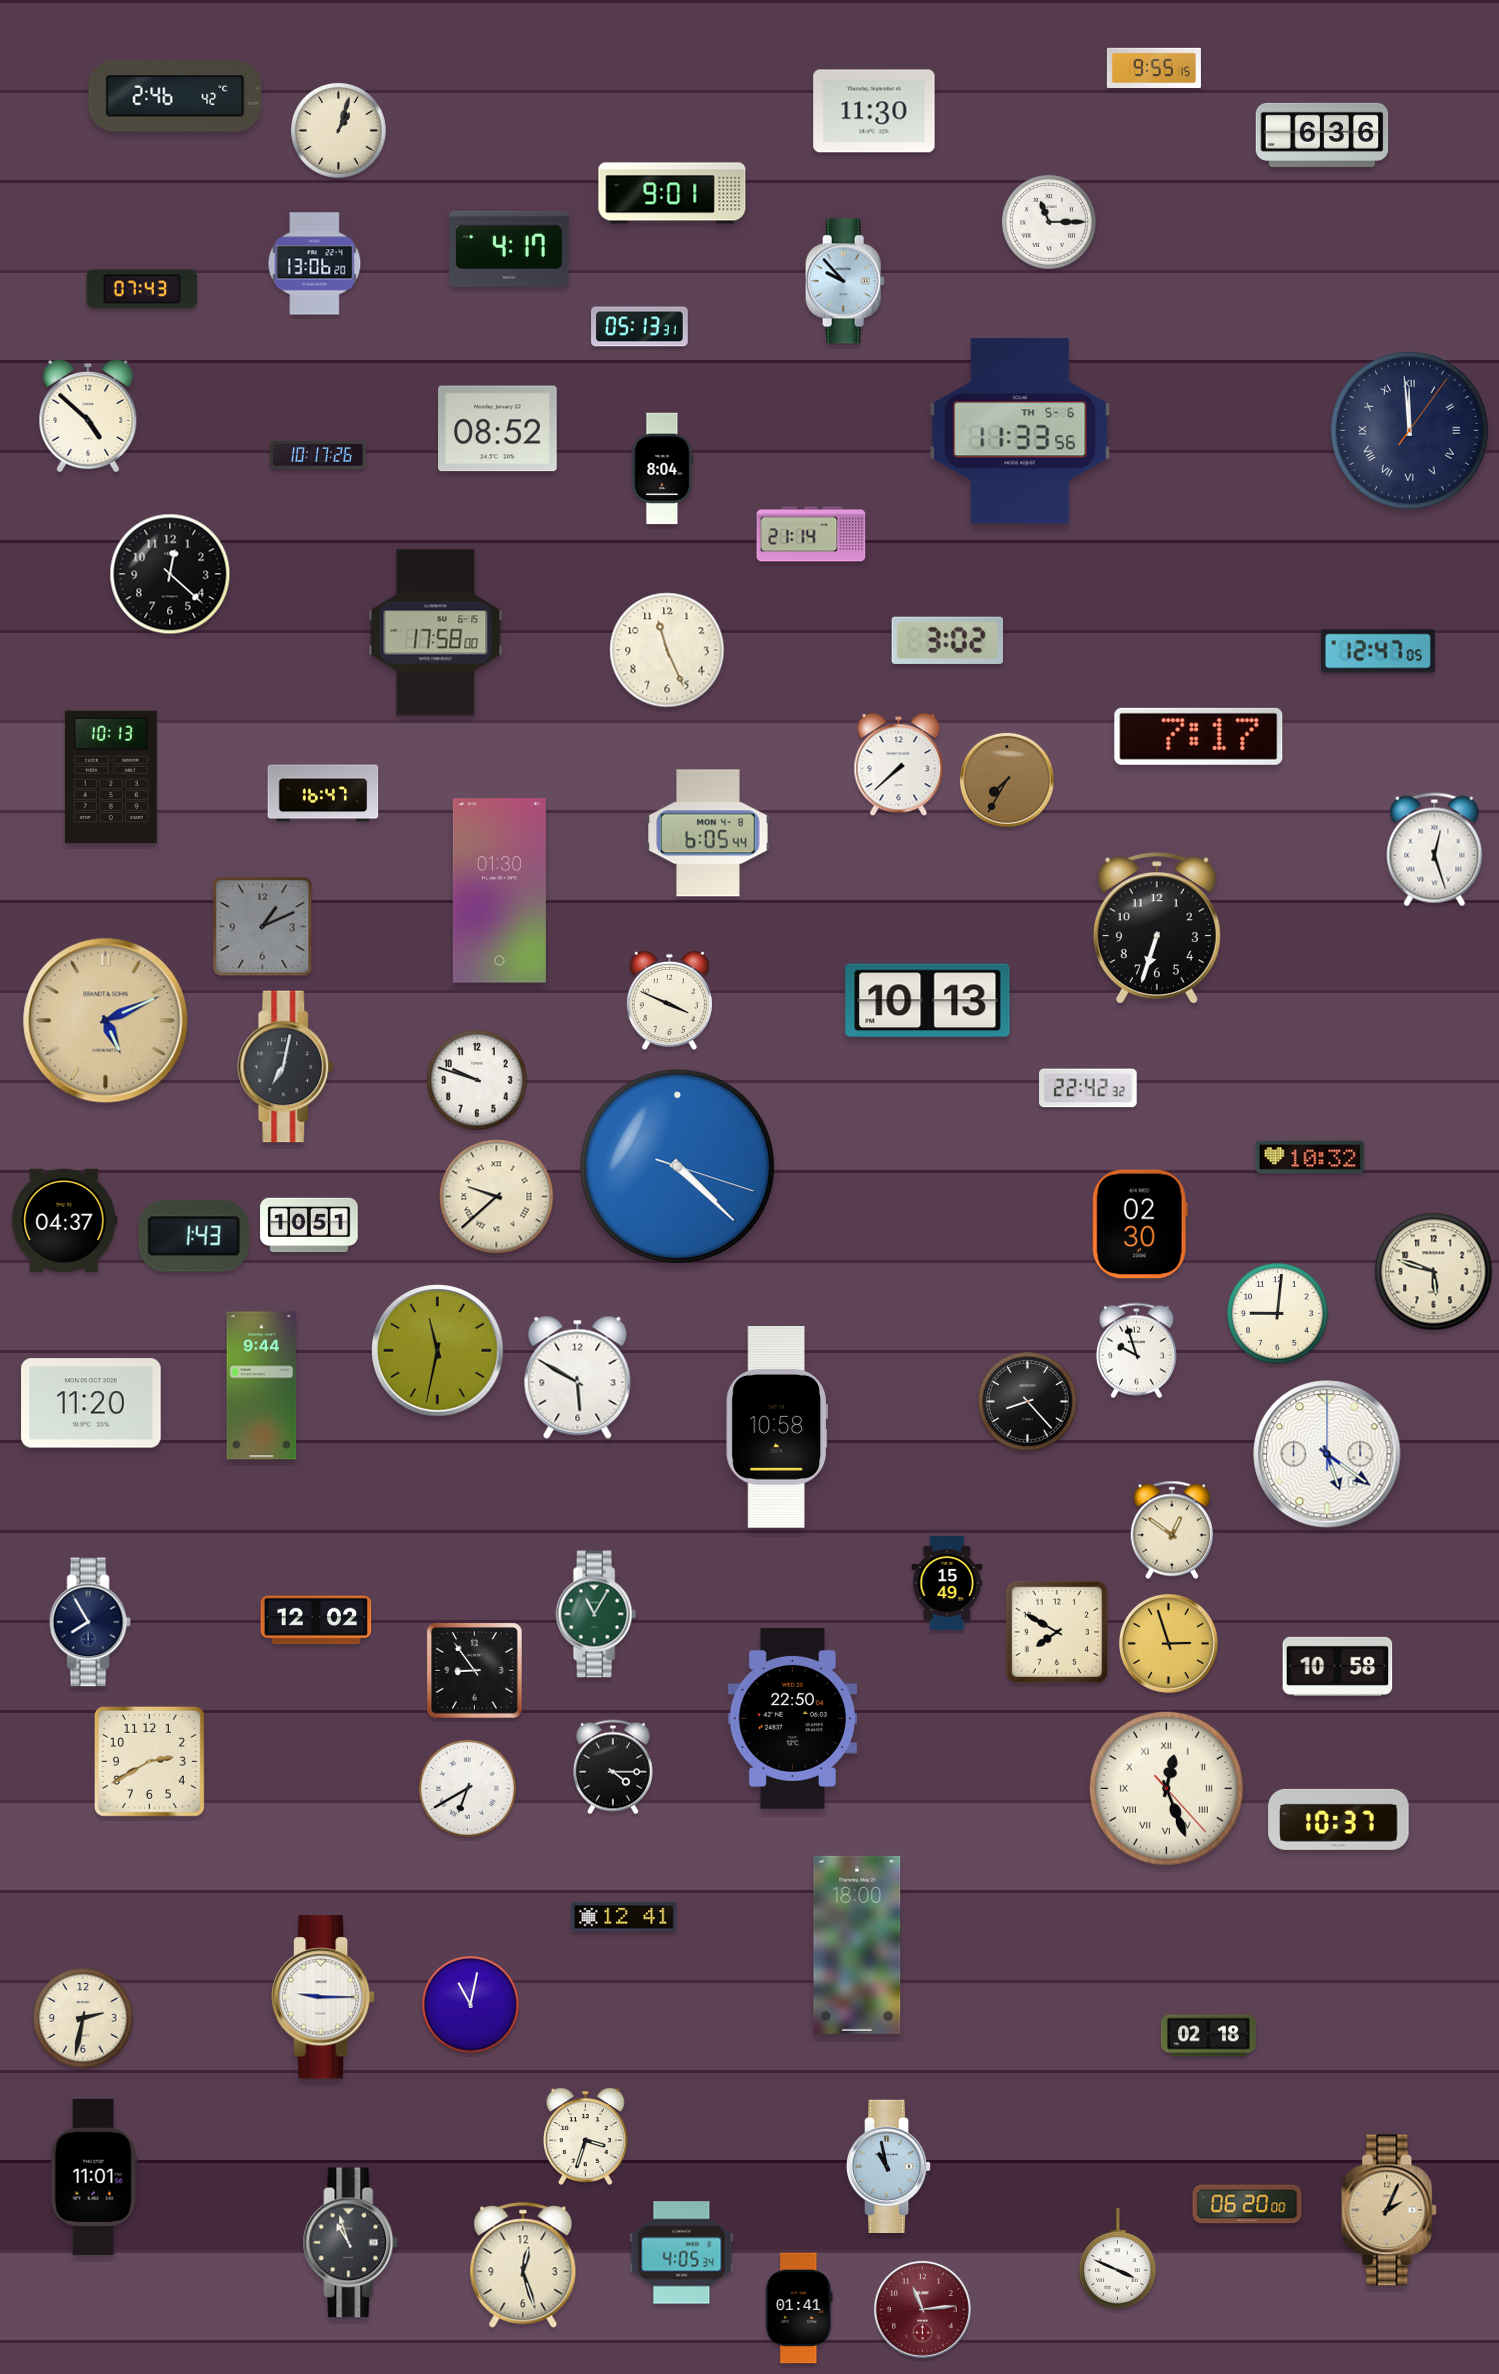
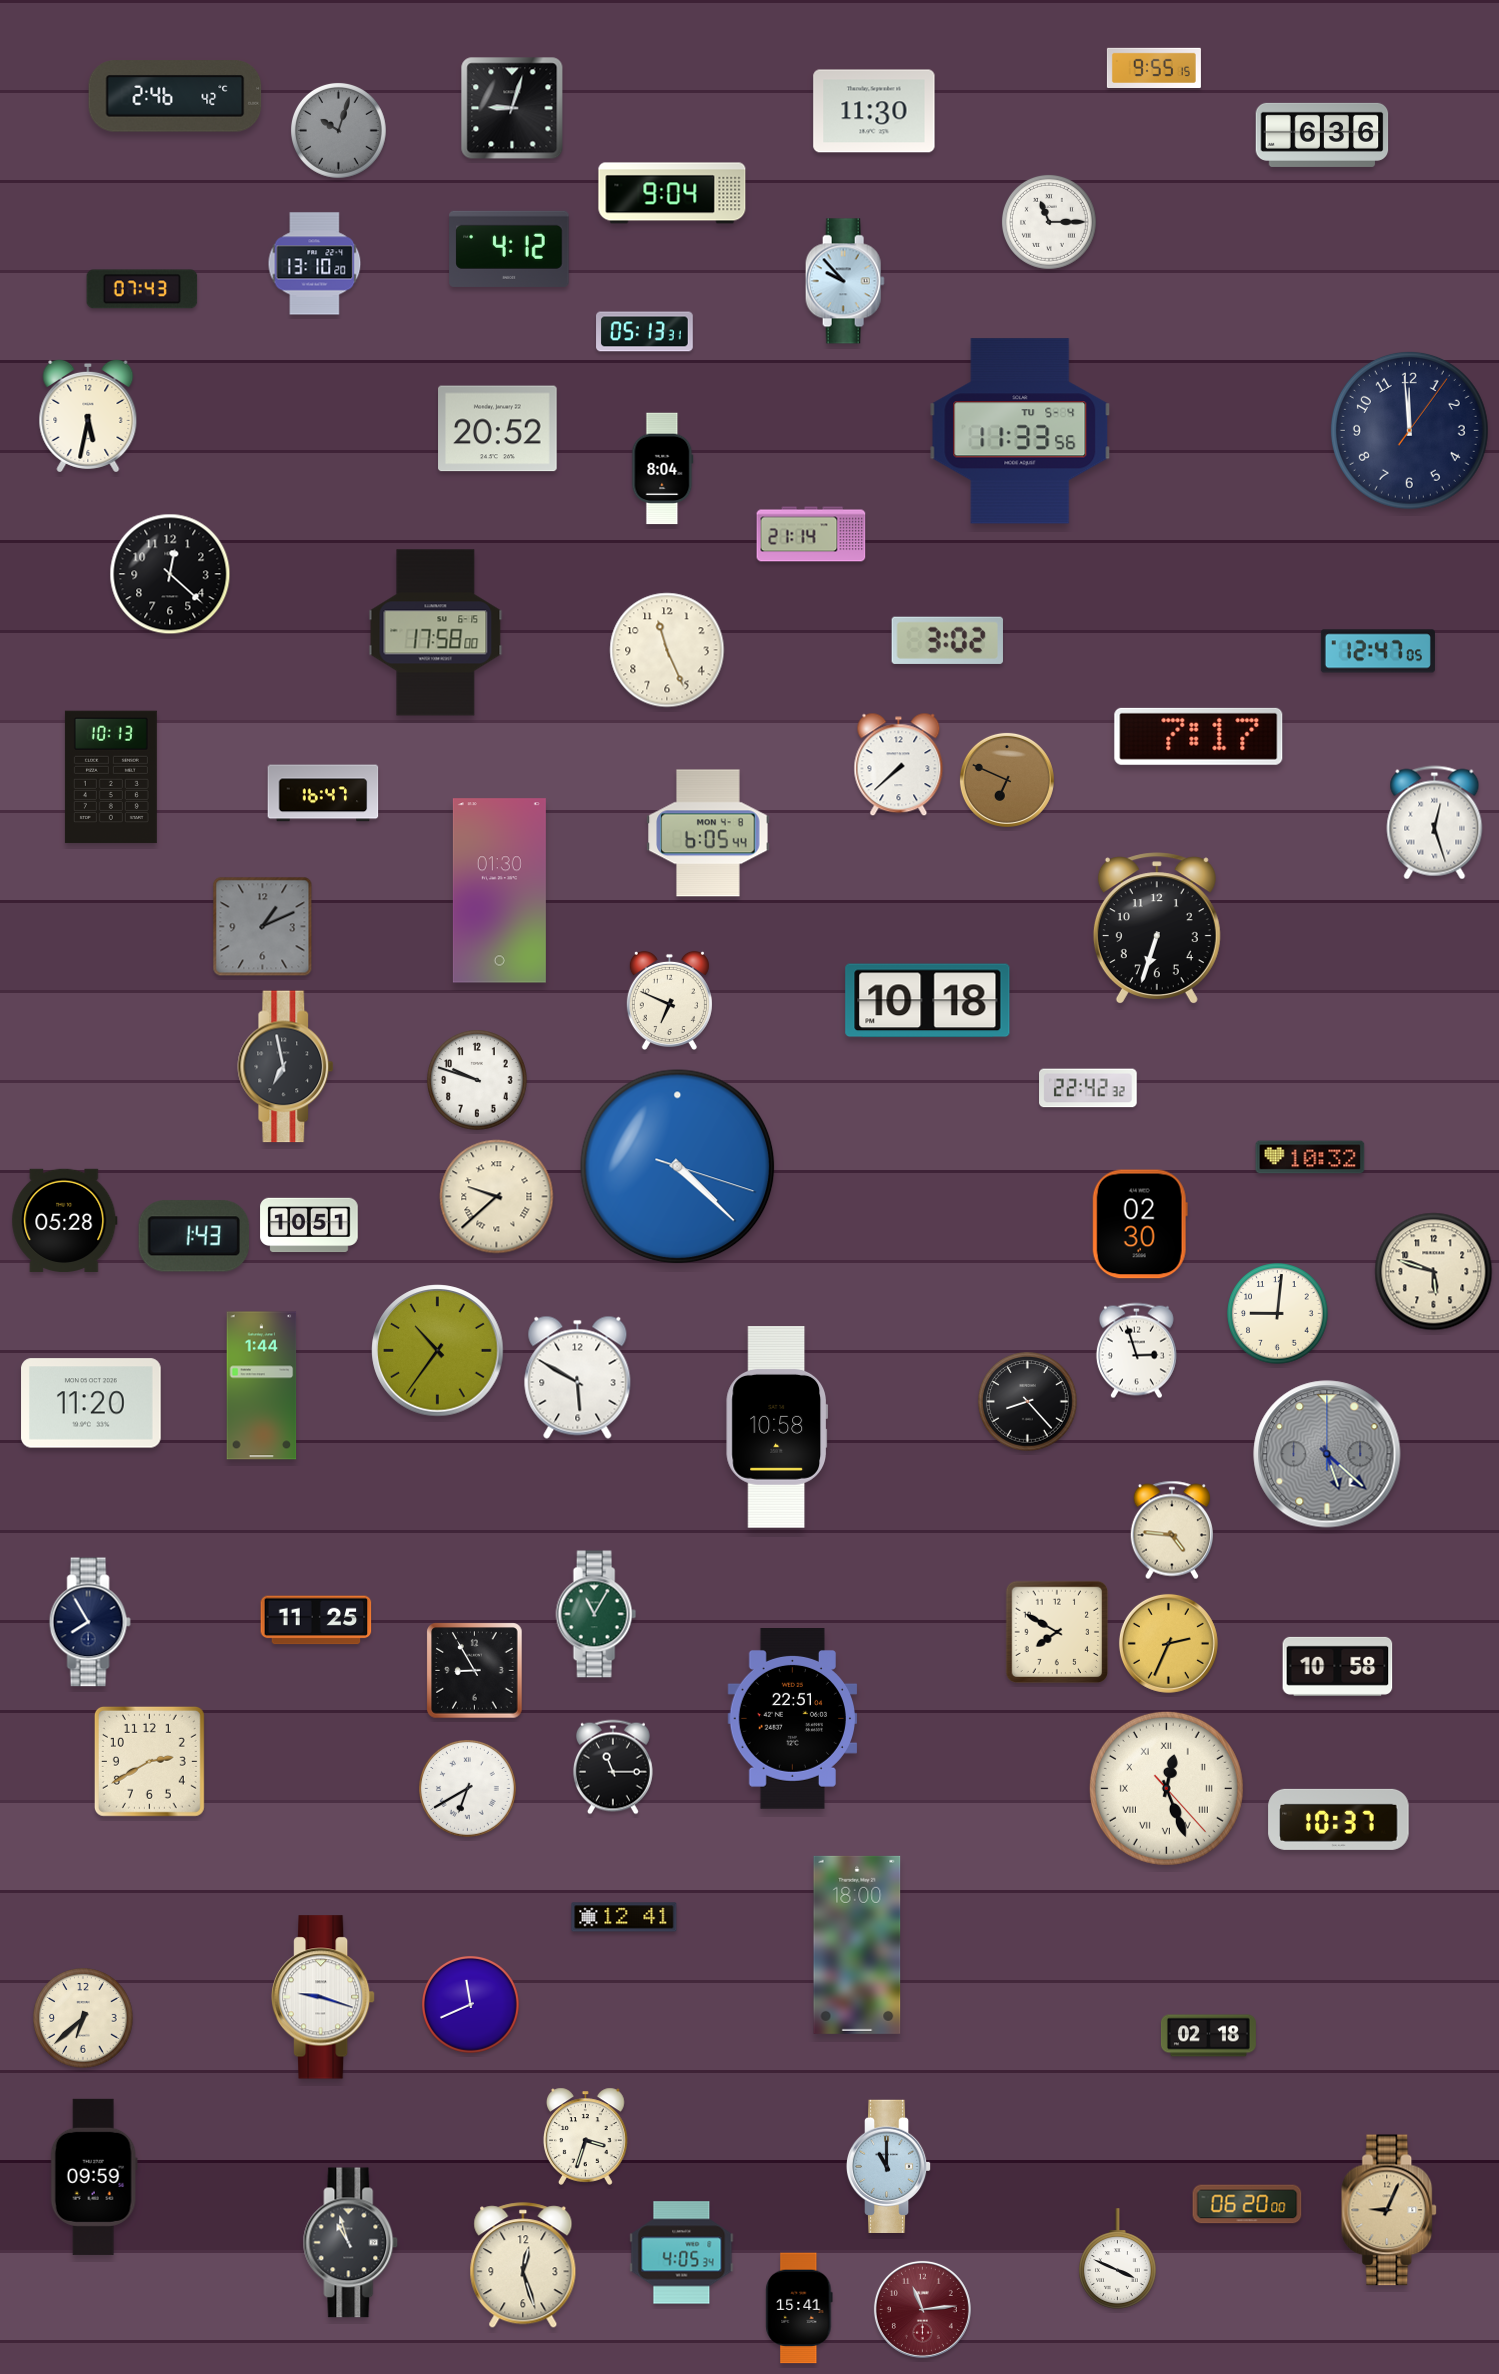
clock at (512, 108): none -> 9:03
clock at (338, 130): 1:03 -> 10:03
clock at (338, 130) dial: cream -> grey
clock at (672, 193): 9:01 -> 9:04
clock at (509, 249): 4:17 -> 4:12
clock at (315, 264): 13:06 -> 13:10
clock at (640, 327) position: (640, 327) -> (645, 332)
clock at (88, 416): 4:52 -> 5:32
clock at (498, 429): 08:52 -> 20:52
clock at (1409, 430) numerals: Roman -> Arabic
clock at (1020, 431) date: TH 5-6 -> TU 5-4
clock at (319, 455): 10:17 -> none
clock at (1007, 780): 7:35 -> 6:49
clock at (1435, 850) position: (1435, 850) -> (1435, 823)
clock at (669, 1000): 3:49 -> 6:49
clock at (928, 1001): 10:13 -> 10:18
clock at (106, 1021): 5:11 -> none
clock at (286, 1067): 7:02 -> 6:58
clock at (65, 1220): 04:37 -> 05:28
clock at (438, 1351): 11:32 -> 10:36
clock at (1136, 1351): 9:57 -> 2:57
clock at (262, 1386): 9:44 -> 1:44
clock at (1327, 1454): 5:21 -> 5:22
clock at (1327, 1454) dial: white -> grey
clock at (1171, 1530): 12:51 -> 4:46
clock at (947, 1583): 15:49 -> none
clock at (316, 1620): 12:02 -> 11:25
clock at (1168, 1643): 2:57 -> 2:34
clock at (475, 1671): 8:54 -> 8:55
clock at (792, 1719): 22:50 -> 22:51
clock at (613, 1767): 4:15 -> 11:15
clock at (323, 1997): 9:15 -> 9:18
clock at (471, 2005): 11:02 -> 11:41
clock at (83, 2018): 2:32 -> 6:38
clock at (889, 2166): 10:58 -> 11:00
clock at (94, 2177): 11:01 -> 09:59
clock at (1390, 2210): 2:04 -> 9:04
clock at (799, 2308): 01:41 -> 15:41
